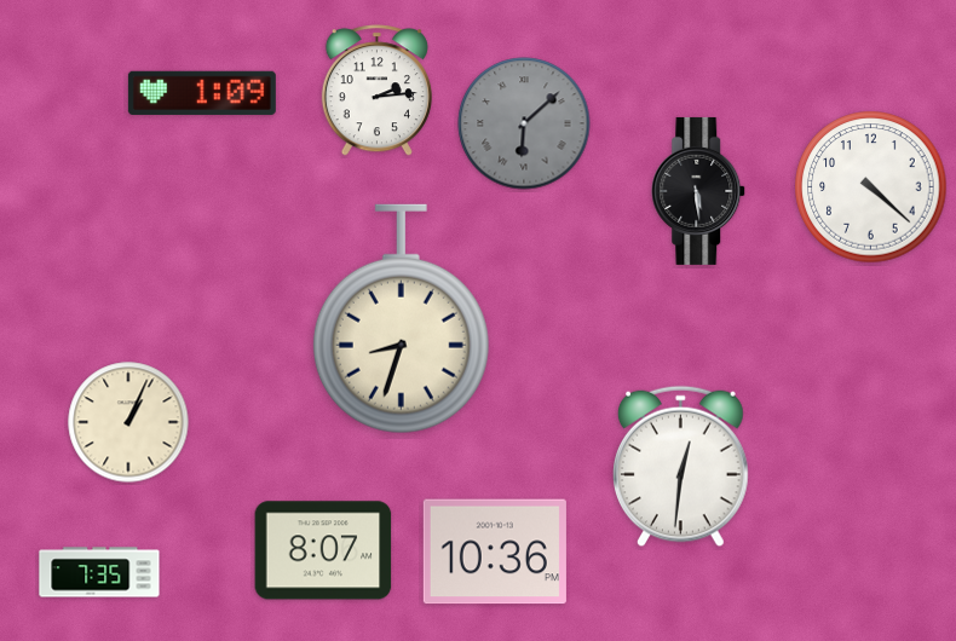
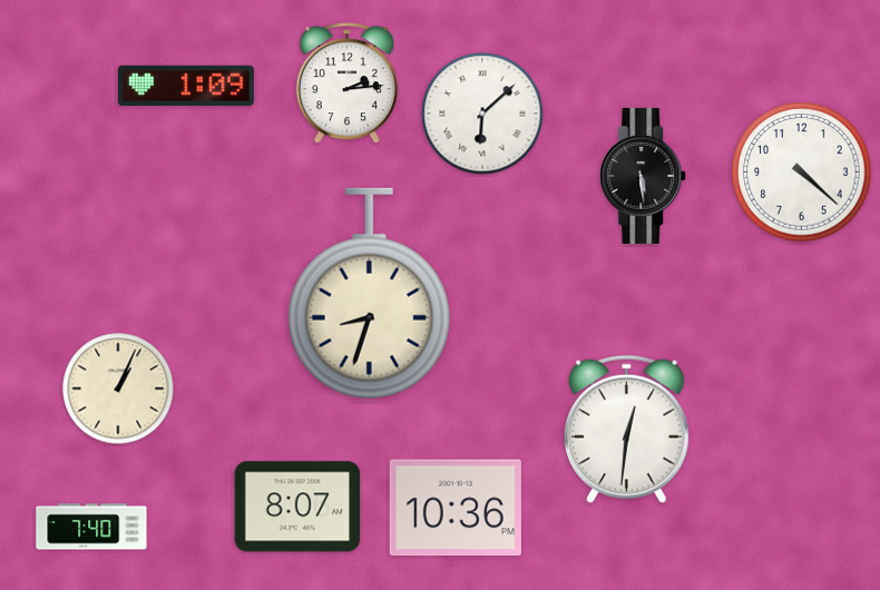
clock at (524, 123) dial: grey -> white
clock at (99, 572): 7:35 -> 7:40
